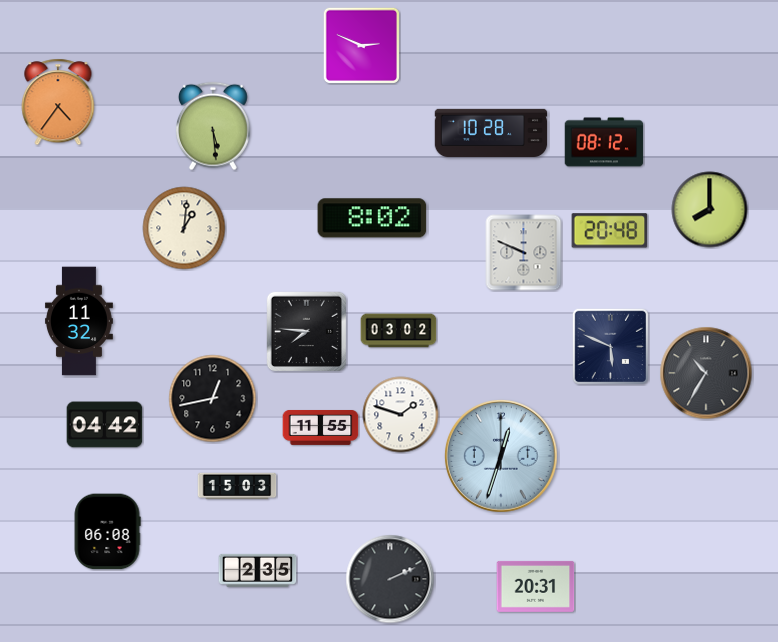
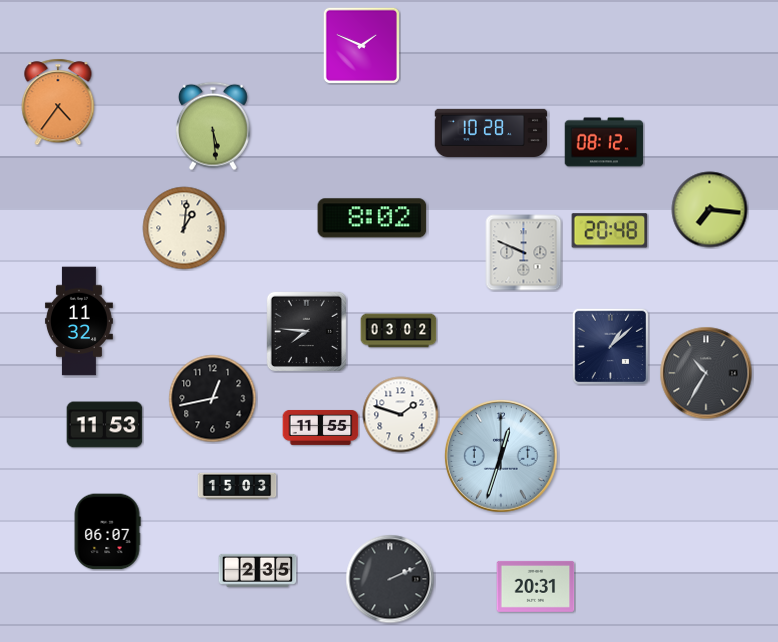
clock at (361, 45): 2:49 -> 1:49
clock at (710, 210): 8:00 -> 7:16
clock at (610, 346): 5:49 -> 1:08
clock at (105, 425): 04:42 -> 11:53
clock at (107, 532): 06:08 -> 06:07
